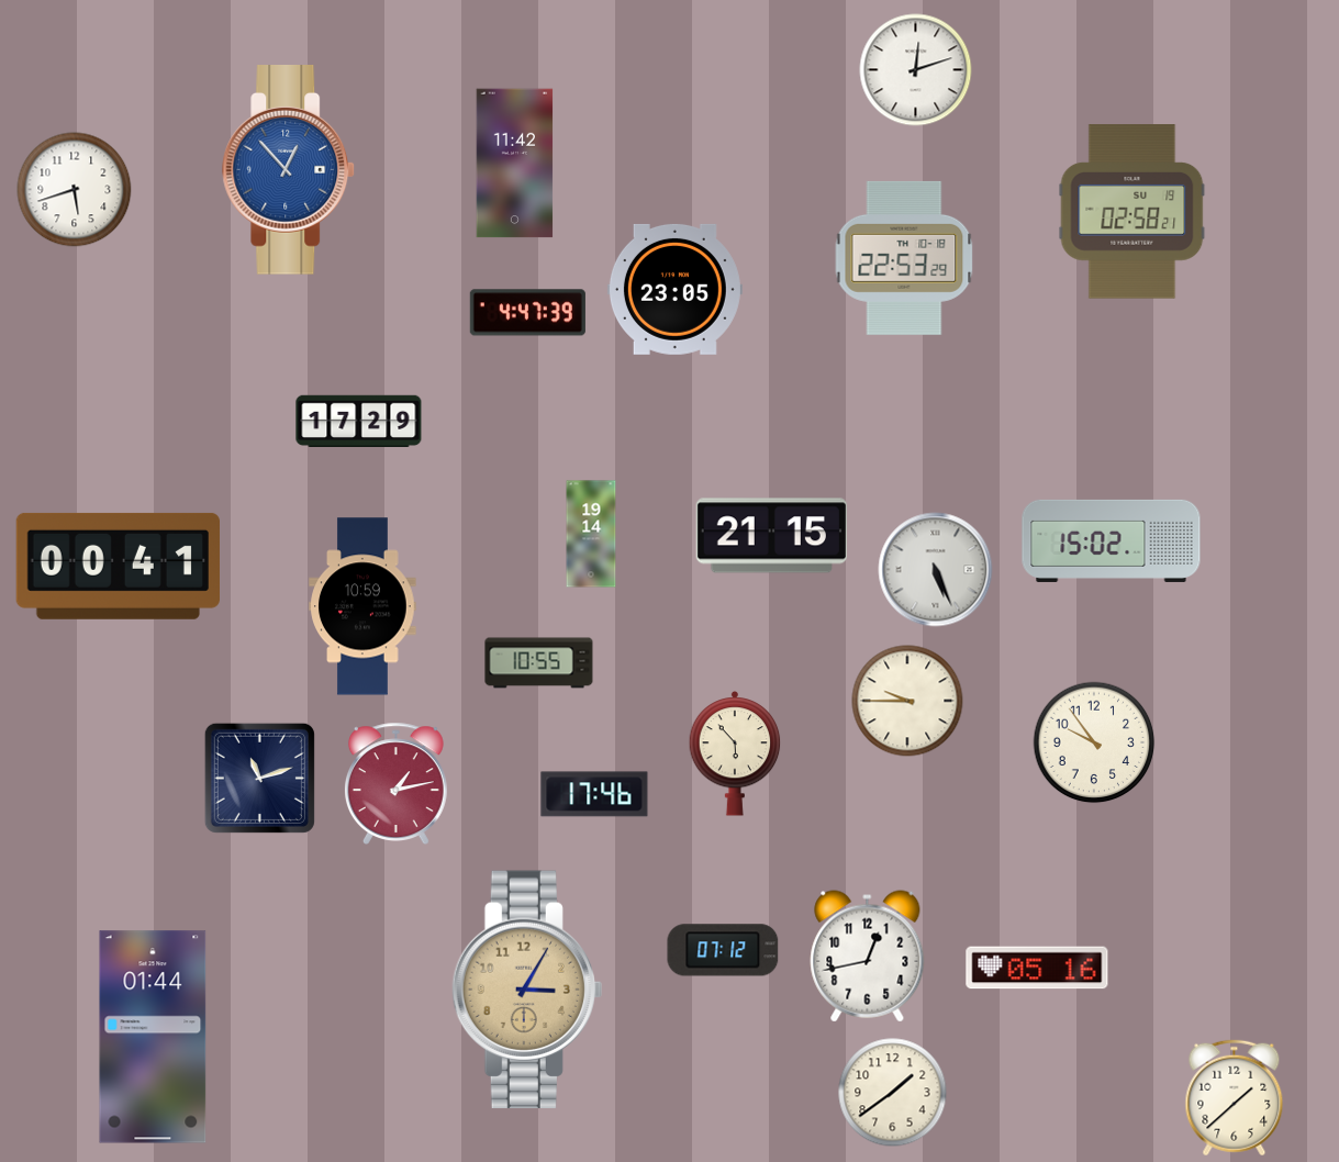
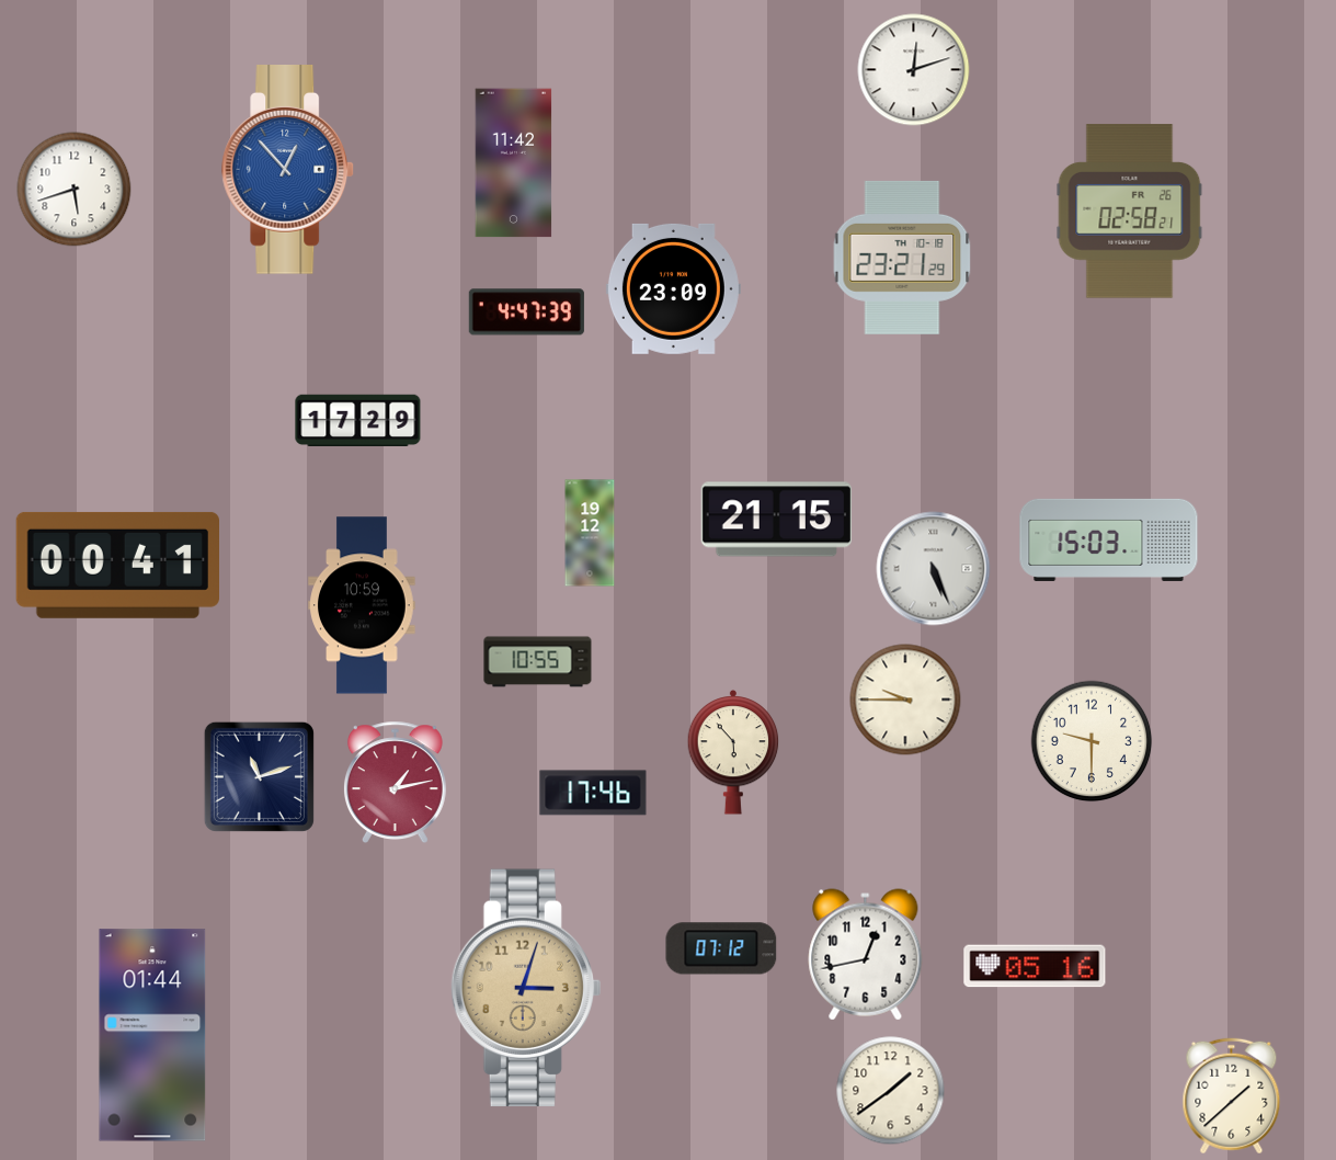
clock at (1132, 212) date: SU 19 -> FR 26
clock at (904, 258): 22:53 -> 23:21
clock at (674, 289): 23:05 -> 23:09
clock at (591, 534): 19:14 -> 19:12
clock at (771, 536) position: (771, 536) -> (776, 520)
clock at (1112, 540): 15:02 -> 15:03
clock at (1094, 742): 9:54 -> 9:30
clock at (526, 990): 3:05 -> 3:03
